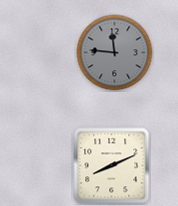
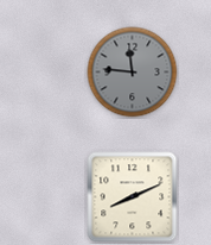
clock at (115, 53) position: (115, 53) -> (133, 73)
